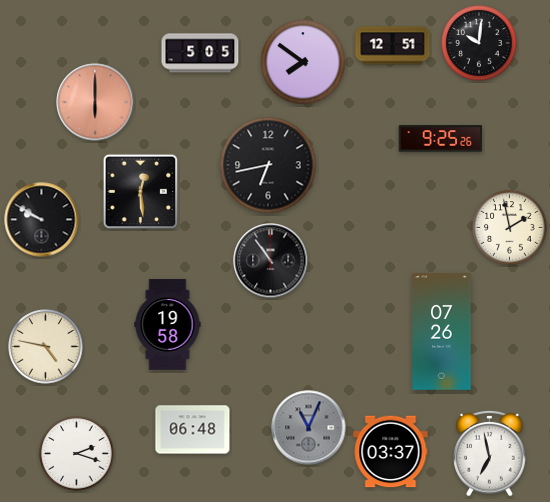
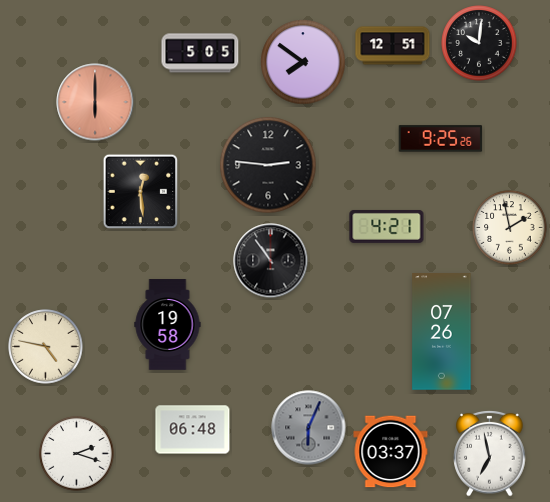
clock at (268, 165): 6:43 -> 2:46
clock at (42, 220): 9:50 -> none
clock at (387, 226): none -> 4:21
clock at (309, 428): 11:04 -> 6:04
